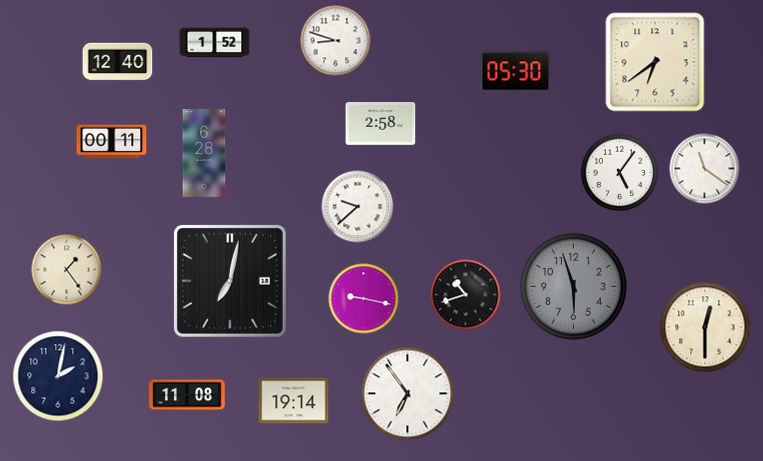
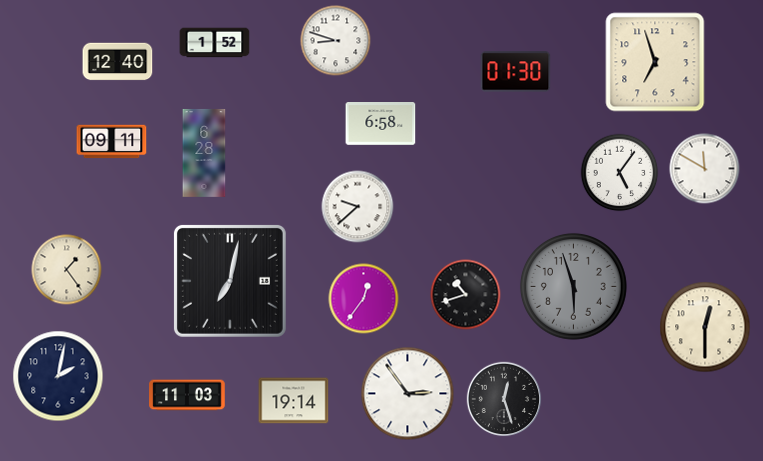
clock at (655, 62): 6:39 -> 6:57
clock at (516, 72): 05:30 -> 01:30
clock at (381, 124): 2:58 -> 6:58
clock at (112, 142): 00:11 -> 09:11
clock at (705, 169): 11:21 -> 11:50
clock at (364, 299): 9:17 -> 12:36
clock at (408, 394): 6:54 -> 2:54
clock at (187, 395): 11:08 -> 11:03
clock at (504, 399): none -> 12:27
